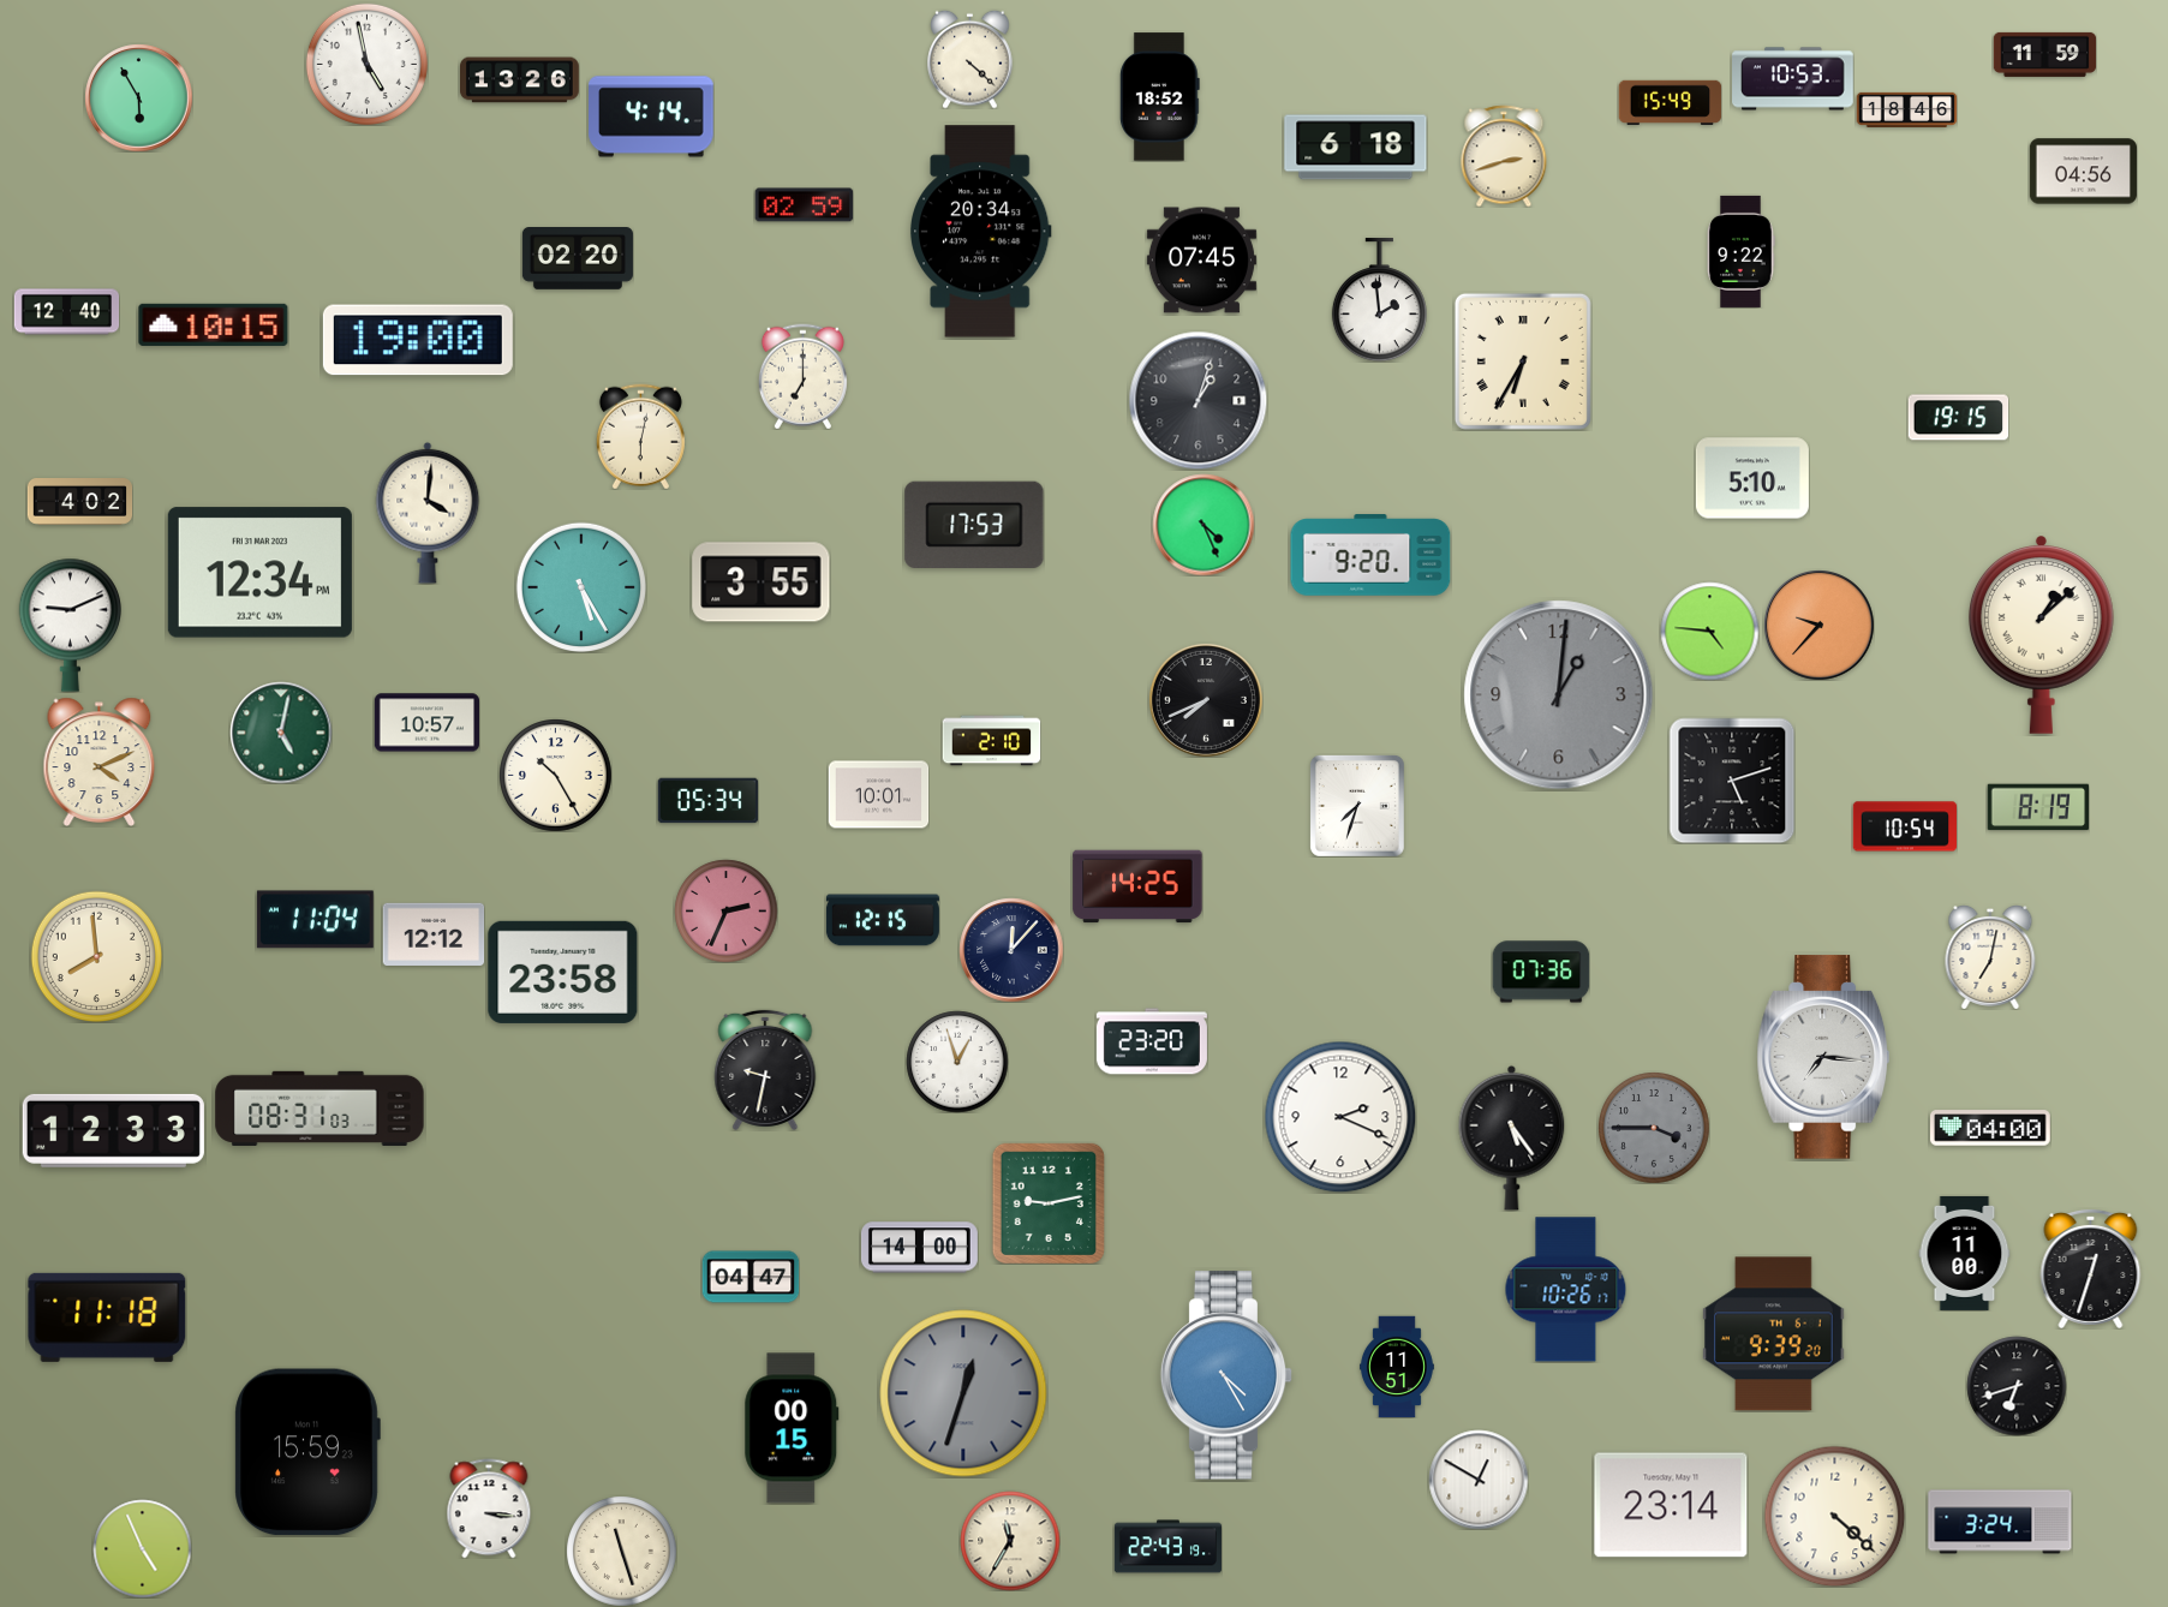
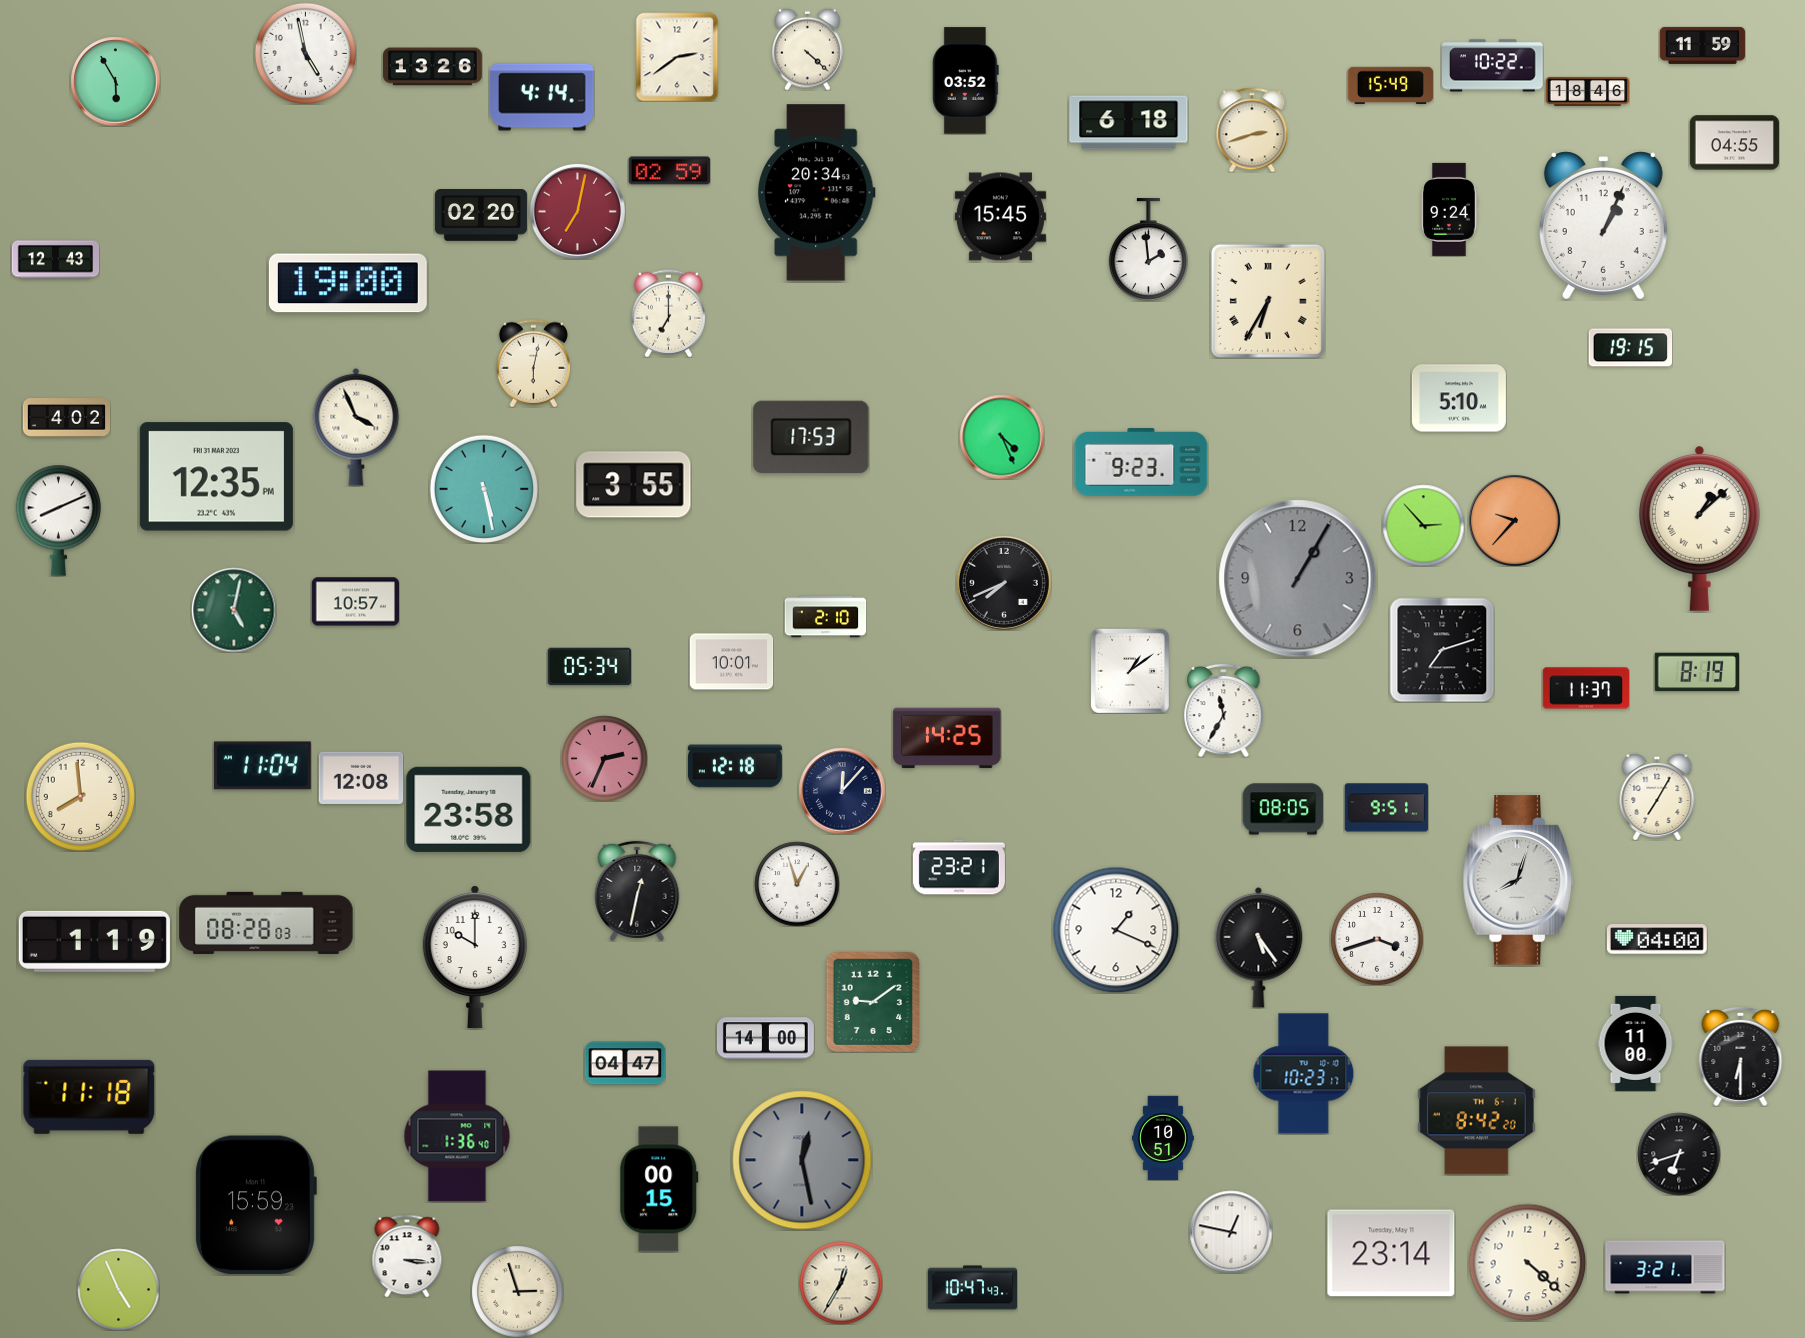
clock at (677, 57): none -> 2:39
clock at (1793, 79): 10:53 -> 10:22
clock at (1159, 97): 18:52 -> 03:52
clock at (2083, 172): 04:56 -> 04:55
clock at (1740, 251): 9:22 -> 9:24
clock at (577, 211): none -> 7:02
clock at (1201, 261): 07:45 -> 15:45
clock at (1603, 226): none -> 1:04
clock at (66, 312): 12:40 -> 12:43
clock at (214, 324): 10:15 -> none
clock at (1198, 400): 1:03 -> none
clock at (428, 513): 4:01 -> 3:56
clock at (1370, 555): 9:20 -> 9:23
clock at (259, 573): 12:34 -> 12:35
clock at (580, 586): 5:25 -> 5:28
clock at (70, 625): 9:11 -> 8:11
clock at (1709, 631): 4:46 -> 2:53
clock at (1559, 695): 1:01 -> 1:05
clock at (100, 761): 4:11 -> none
clock at (556, 776): 10:25 -> none
clock at (1732, 781): 5:12 -> 7:12
clock at (1357, 806): 7:33 -> 1:09
clock at (1905, 826): 10:54 -> 11:37
clock at (1224, 710): none -> 11:35
clock at (883, 920): 12:15 -> 12:18
clock at (434, 934): 12:12 -> 12:08
clock at (1990, 957): 7:02 -> 7:05
clock at (1386, 808): none -> 9:51
clock at (1541, 972): 07:36 -> 08:05
clock at (1152, 1041): 23:20 -> 23:21
clock at (1823, 1057): 7:16 -> 8:03
clock at (765, 1070): 9:32 -> 12:32
clock at (319, 1109): 08:31 -> 08:28
clock at (1340, 1117): 2:19 -> 1:19
clock at (1654, 1128): 3:45 -> 3:42
clock at (1654, 1128) dial: grey -> white
clock at (113, 1130): 12:33 -> 1:19
clock at (475, 957): none -> 10:00
clock at (1049, 1203): 9:13 -> 9:09
clock at (2091, 1268): 12:33 -> 6:30
clock at (1566, 1290): 10:26 -> 10:23
clock at (1774, 1334): 9:39 -> 8:42
clock at (457, 1136): none -> 1:36
clock at (1397, 1367): 11:51 -> 10:51
clock at (1226, 1375): 4:25 -> none
clock at (963, 1393): 12:33 -> 12:28
clock at (307, 1452) position: (307, 1452) -> (256, 1205)
clock at (1479, 1480): 12:50 -> 12:47
clock at (2000, 1522): 3:24 -> 3:21
clock at (1010, 1541): 11:35 -> 12:35
clock at (1167, 1547): 22:43 -> 10:47
clock at (621, 1551): 11:27 -> 2:57
